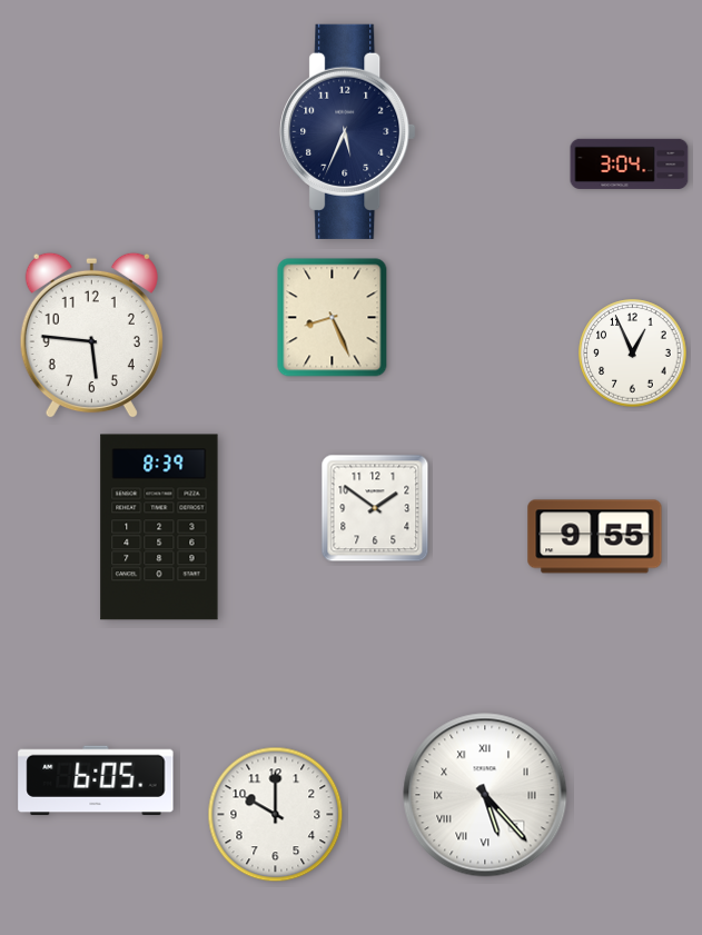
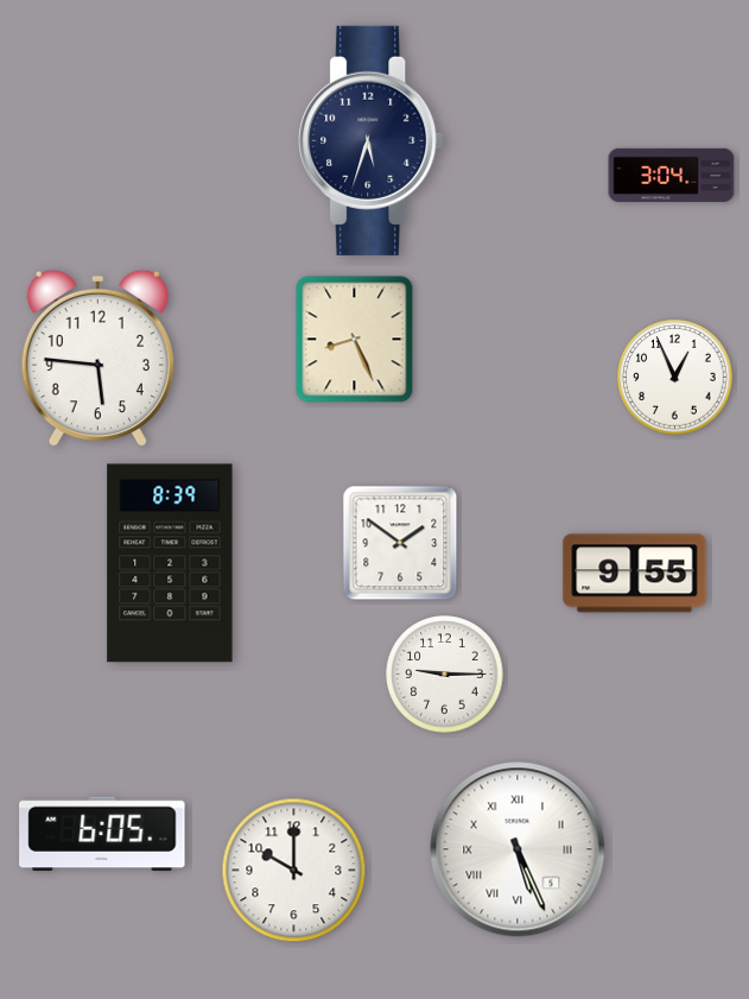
clock at (348, 131): 5:34 -> 5:33
clock at (445, 675): none -> 9:15
clock at (485, 795): 5:23 -> 5:26
